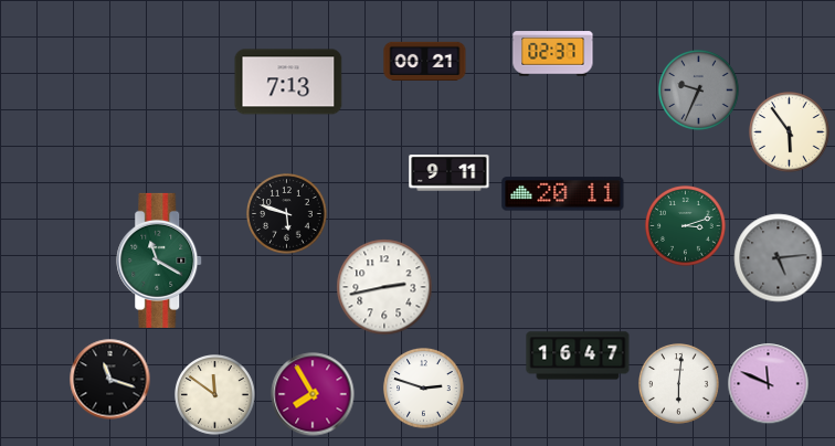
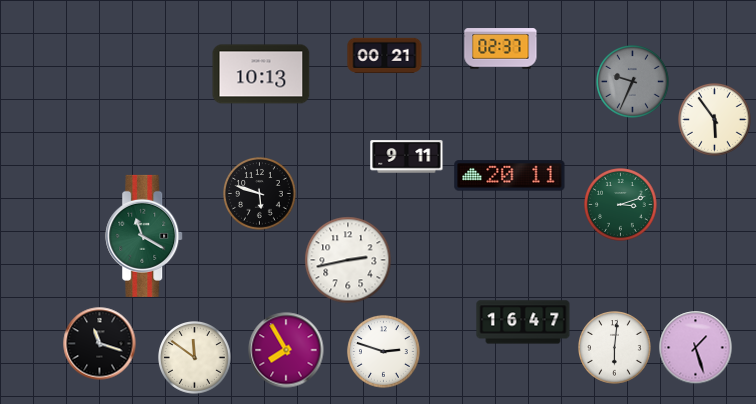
clock at (288, 82): 7:13 -> 10:13
clock at (779, 258): 5:14 -> none
clock at (769, 384): 11:49 -> 1:27
clock at (313, 394) position: (313, 394) -> (286, 350)
